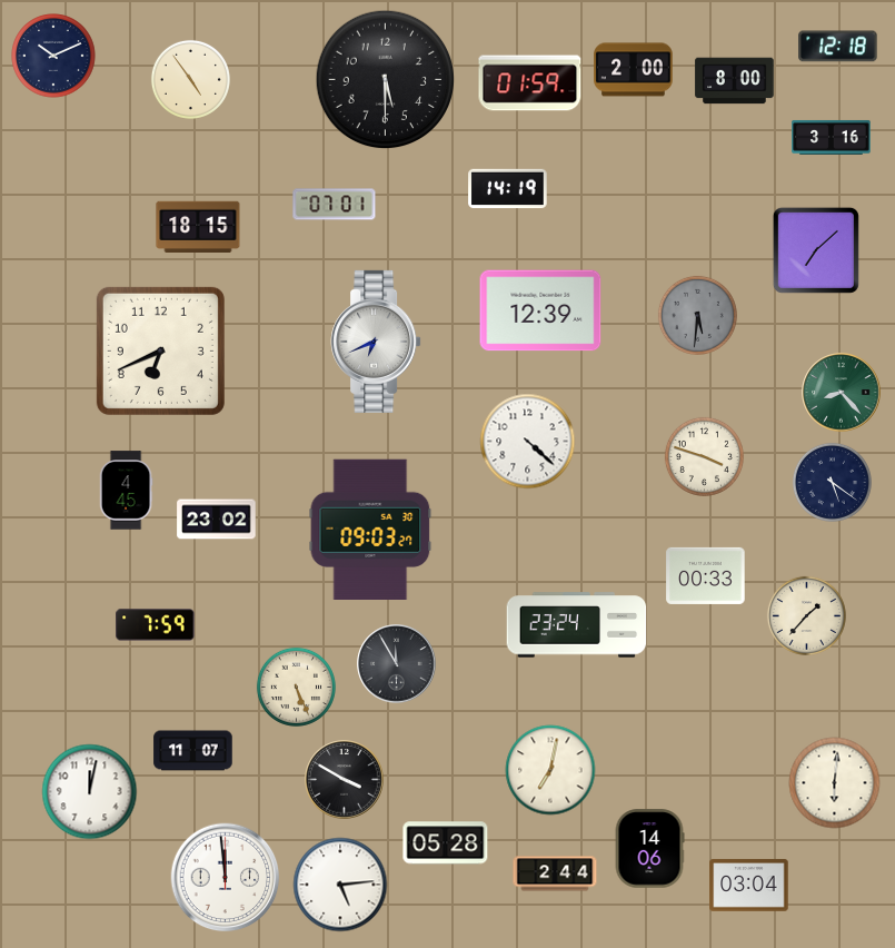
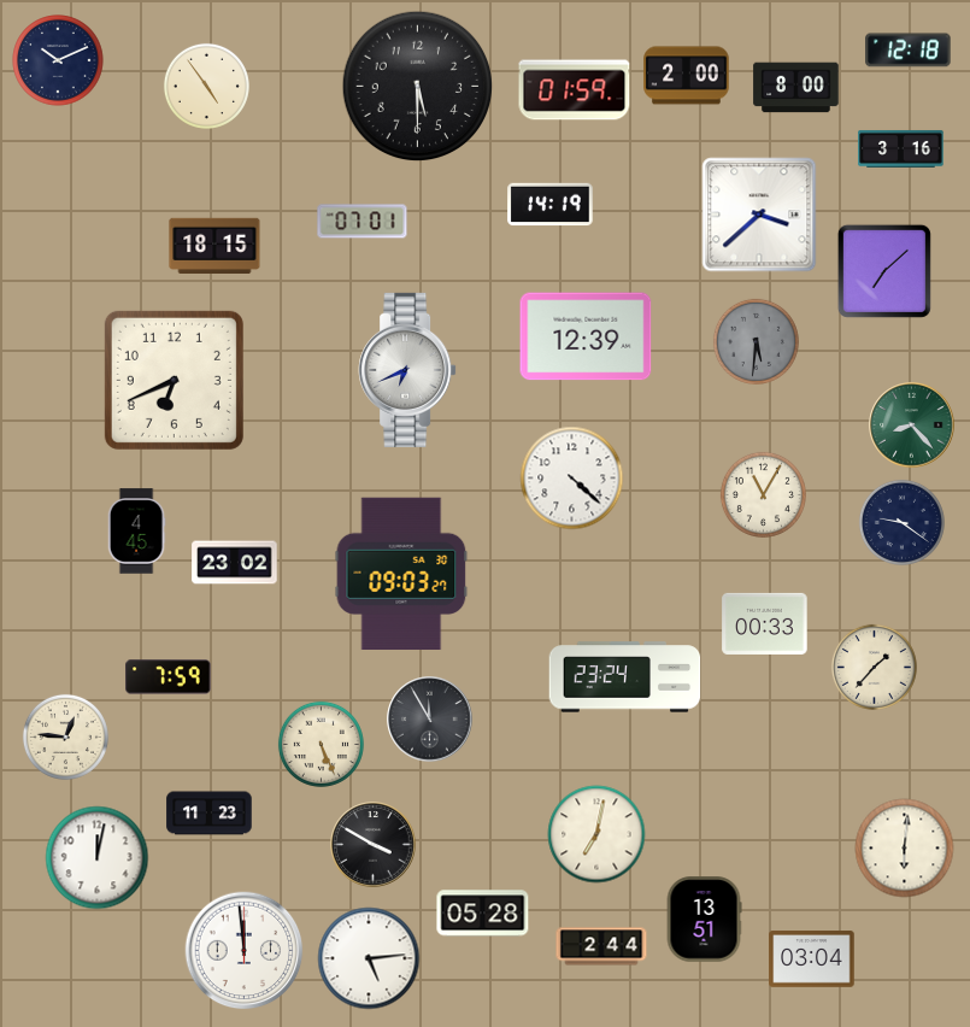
clock at (759, 215): none -> 3:38
clock at (704, 456): 3:48 -> 11:05
clock at (832, 482): 5:21 -> 9:21
clock at (65, 736): none -> 12:46
clock at (193, 751): 11:07 -> 11:23
clock at (649, 849): 14:06 -> 13:51
